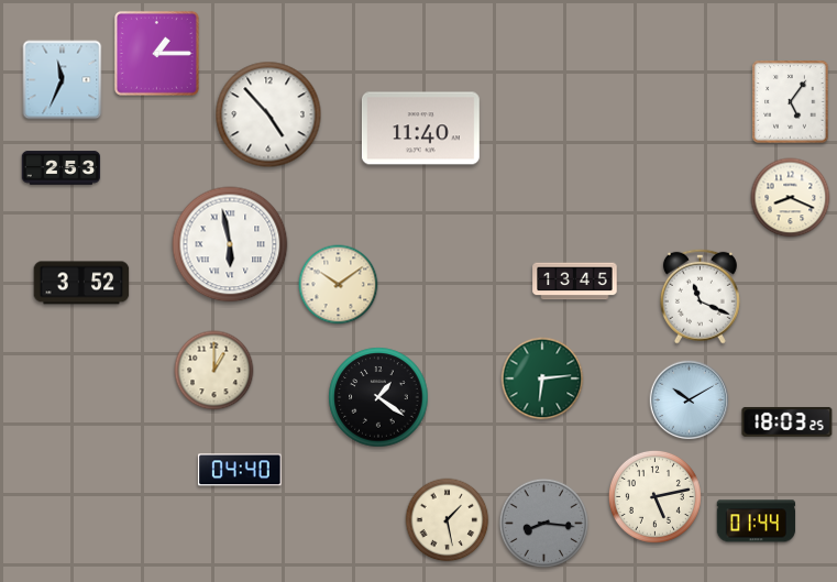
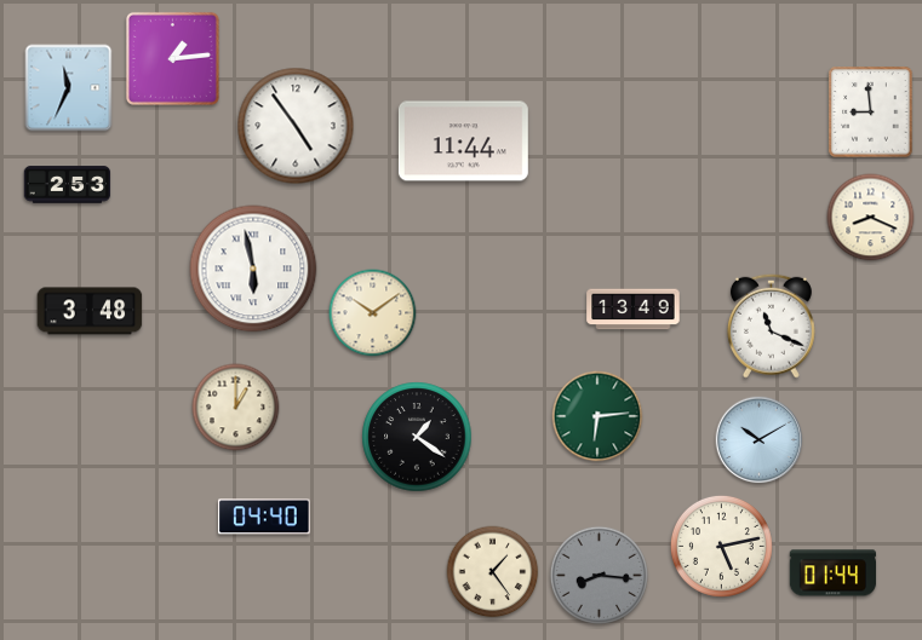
clock at (156, 53): 1:15 -> 1:14
clock at (791, 102): 5:06 -> 8:59
clock at (268, 114): 4:53 -> 4:54
clock at (420, 129): 11:40 -> 11:44
clock at (575, 282): 13:45 -> 13:49
clock at (81, 283): 3:52 -> 3:48
clock at (788, 421): 18:03 -> none
clock at (448, 520): 1:28 -> 1:24
